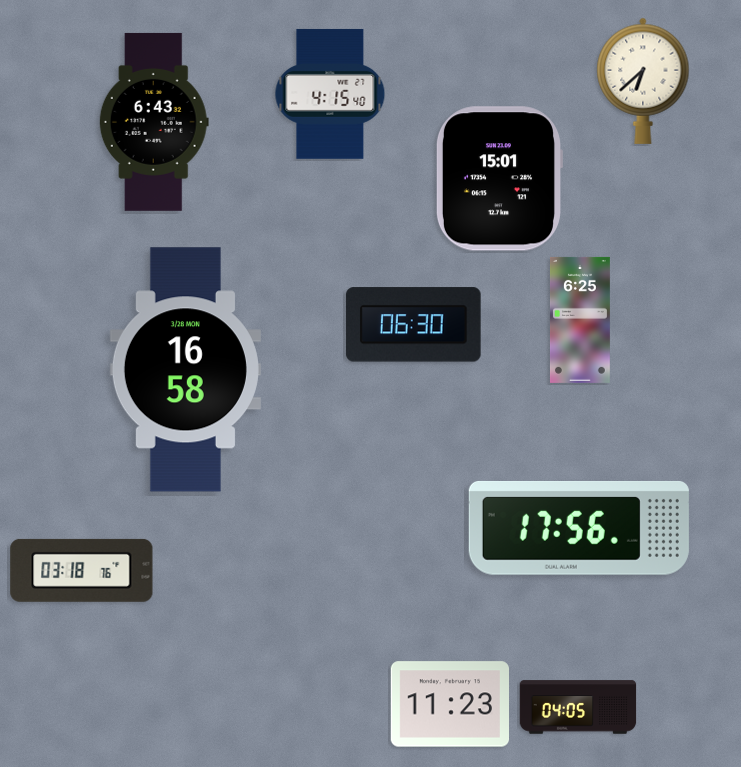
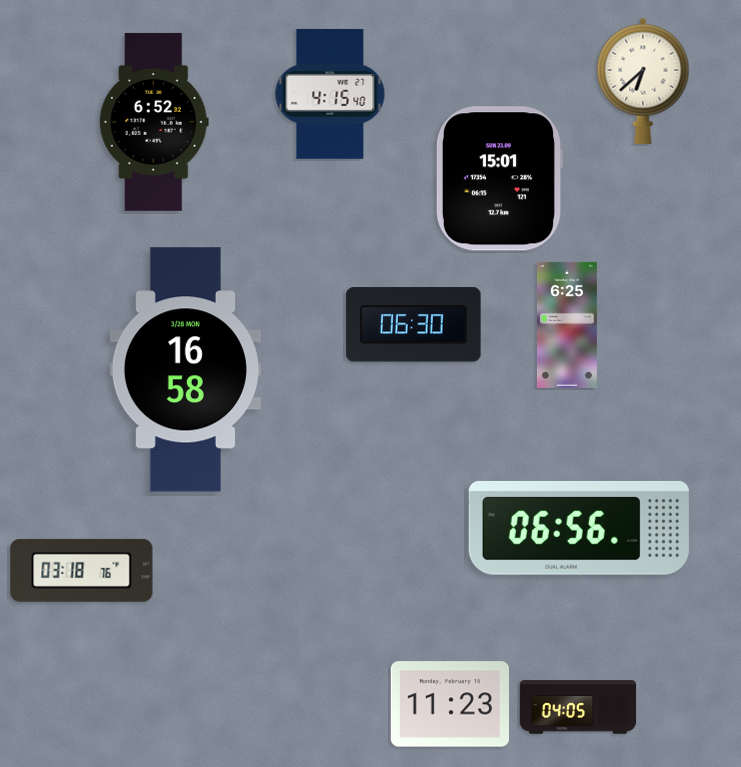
clock at (154, 122): 6:43 -> 6:52
clock at (580, 320) position: (580, 320) -> (567, 325)
clock at (579, 528): 17:56 -> 06:56
